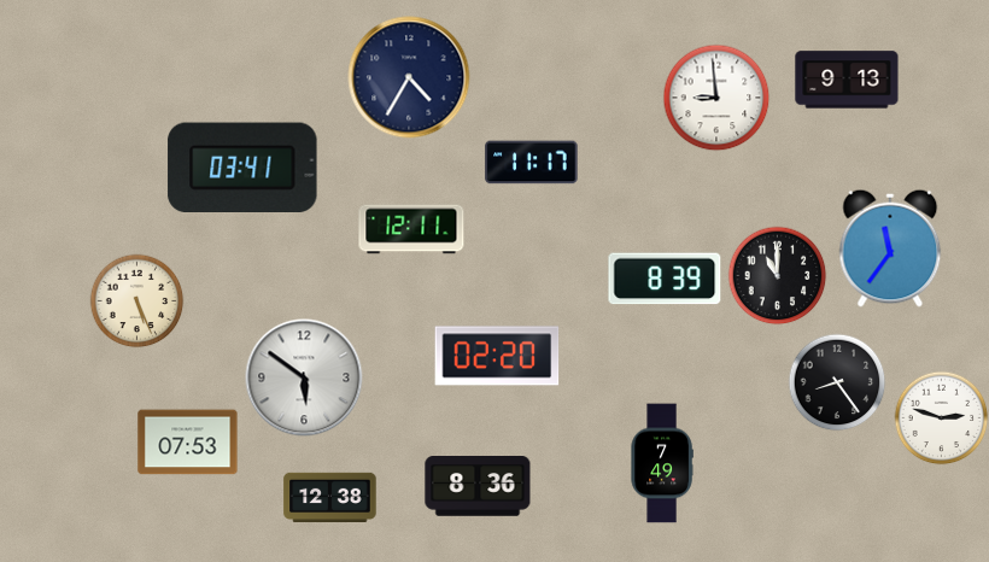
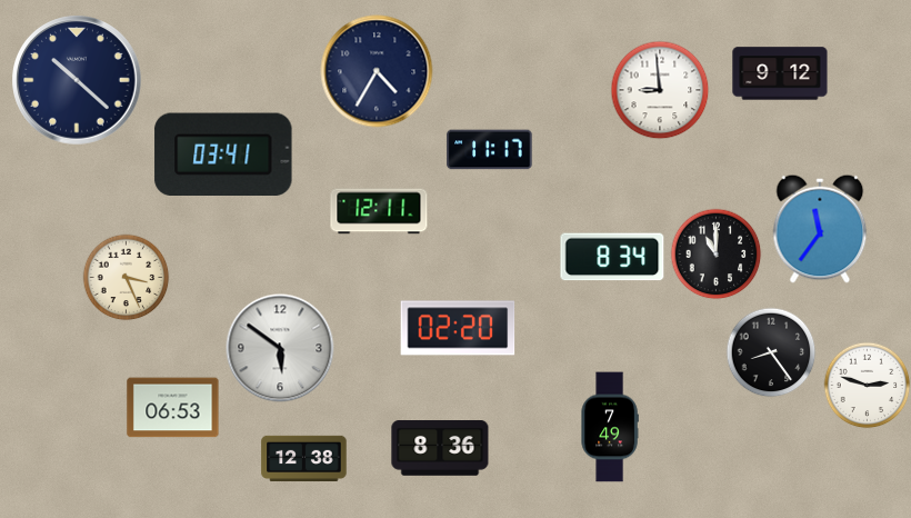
clock at (847, 80): 9:13 -> 9:12
clock at (77, 80): none -> 10:22
clock at (665, 279): 8:39 -> 8:34
clock at (136, 300): 5:26 -> 3:26
clock at (188, 443): 07:53 -> 06:53
